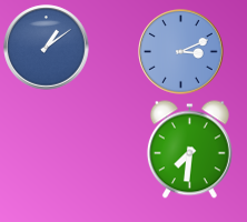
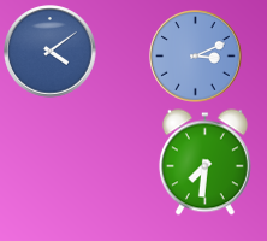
clock at (47, 48): 1:09 -> 4:09
